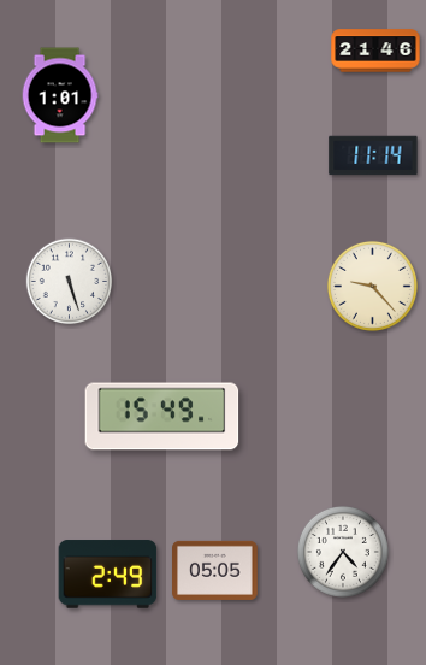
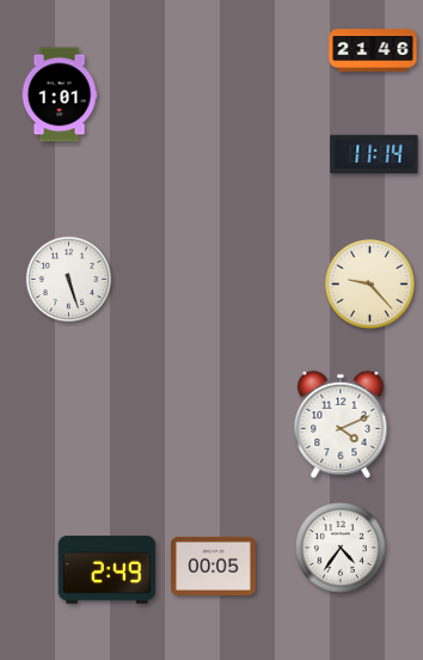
clock at (373, 155) position: (373, 155) -> (374, 154)
clock at (162, 417): 15:49 -> none
clock at (341, 424): none -> 4:11
clock at (215, 570): 05:05 -> 00:05
